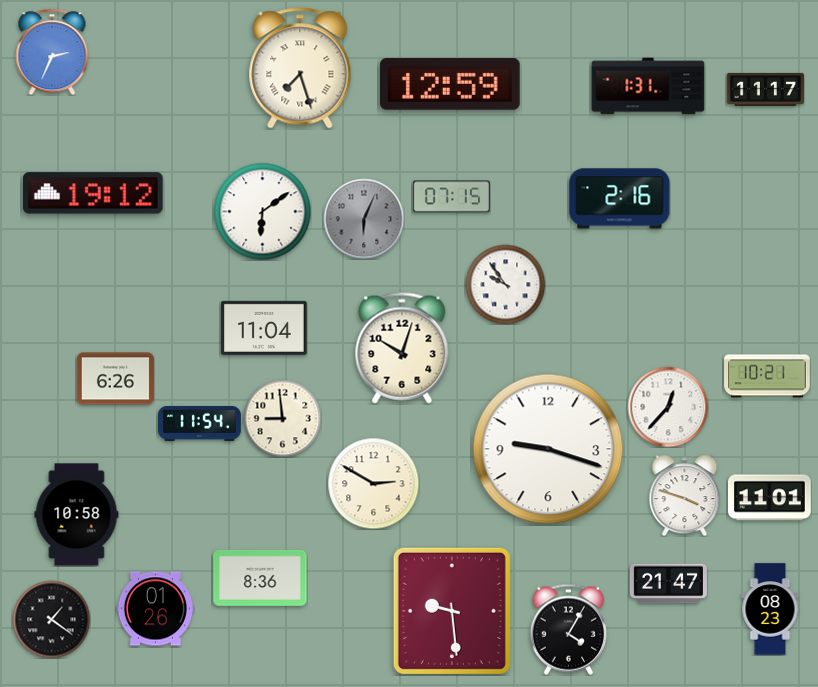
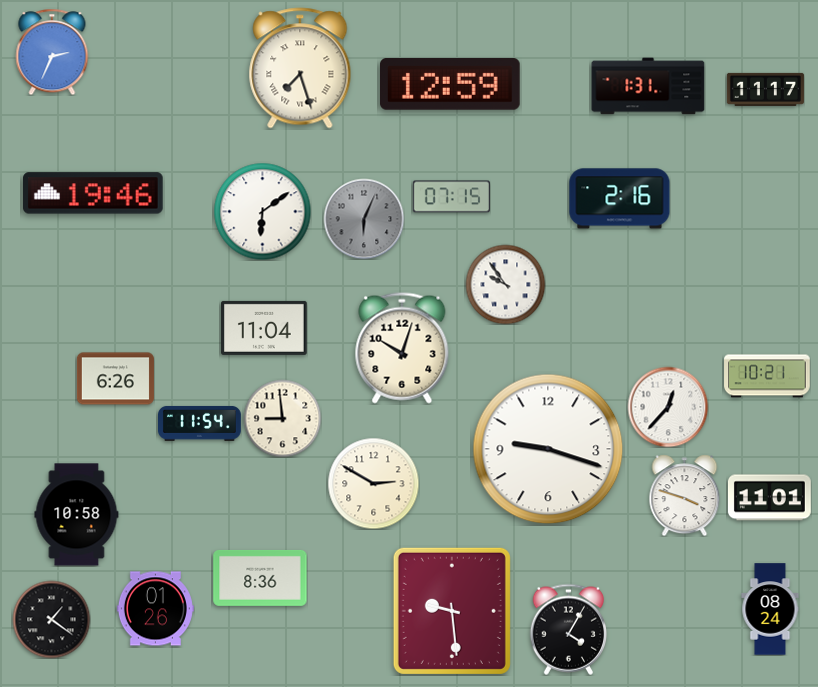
clock at (94, 193): 19:12 -> 19:46
clock at (668, 584): 21:47 -> none
clock at (770, 609): 08:23 -> 08:24
